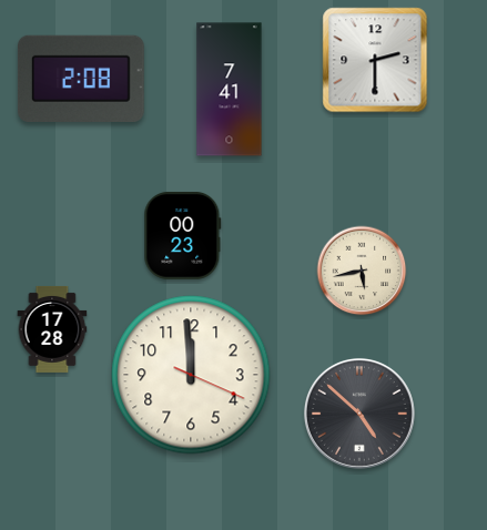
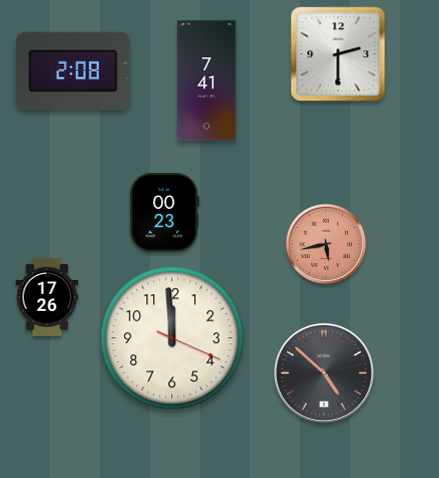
clock at (362, 271) dial: cream -> salmon
clock at (52, 329): 17:28 -> 17:26
